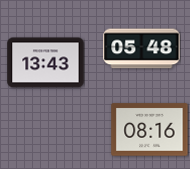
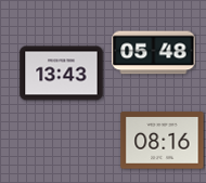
clock at (46, 63) position: (46, 63) -> (62, 74)
